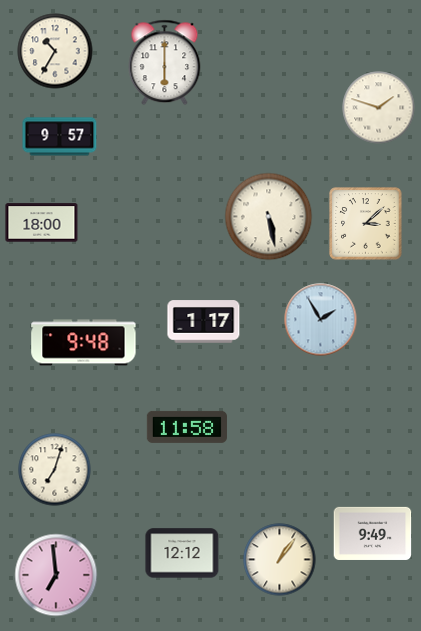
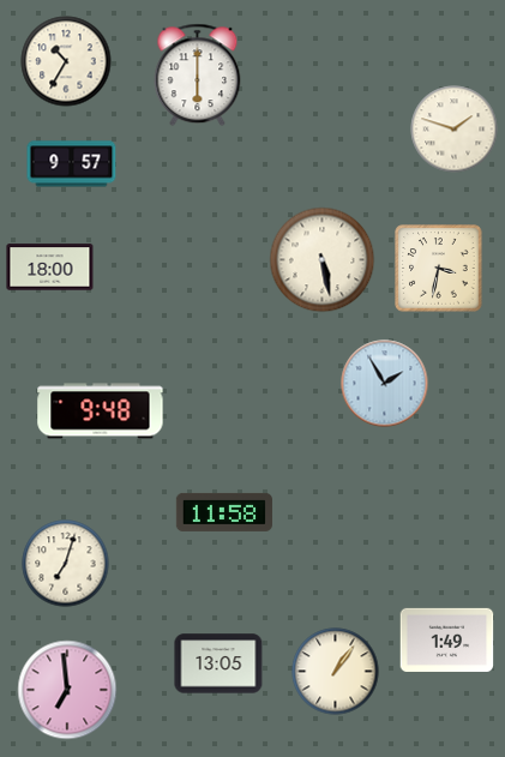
clock at (366, 224): 3:08 -> 3:32
clock at (204, 322): 1:17 -> none
clock at (373, 533): 9:49 -> 1:49
clock at (182, 553): 12:12 -> 13:05
